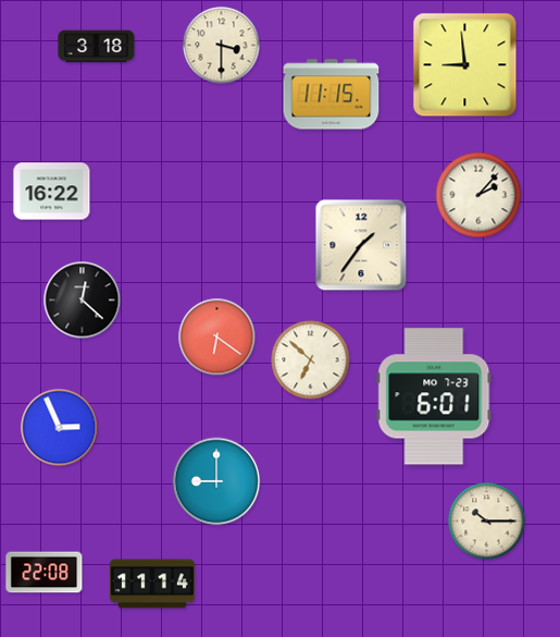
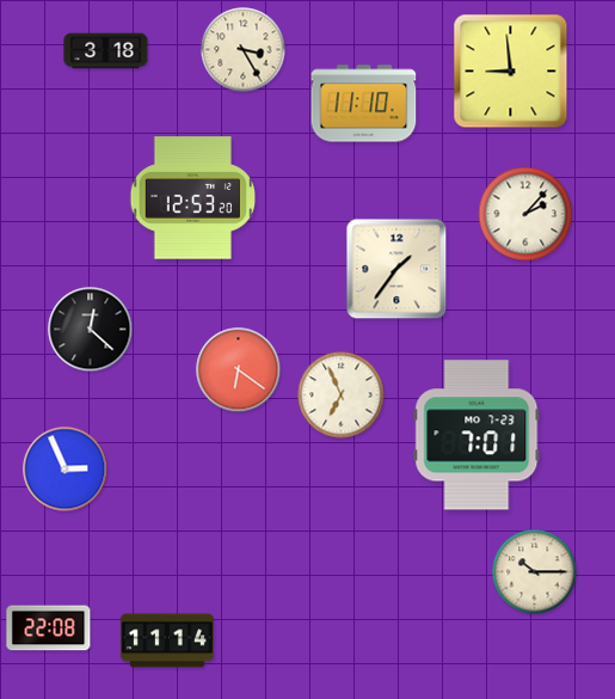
clock at (222, 46): 3:30 -> 3:25
clock at (332, 95): 11:15 -> 11:10
clock at (193, 198): none -> 12:53
clock at (52, 192): 16:22 -> none
clock at (311, 360): 6:52 -> 6:56
clock at (434, 396): 6:01 -> 7:01
clock at (216, 481): 9:00 -> none
